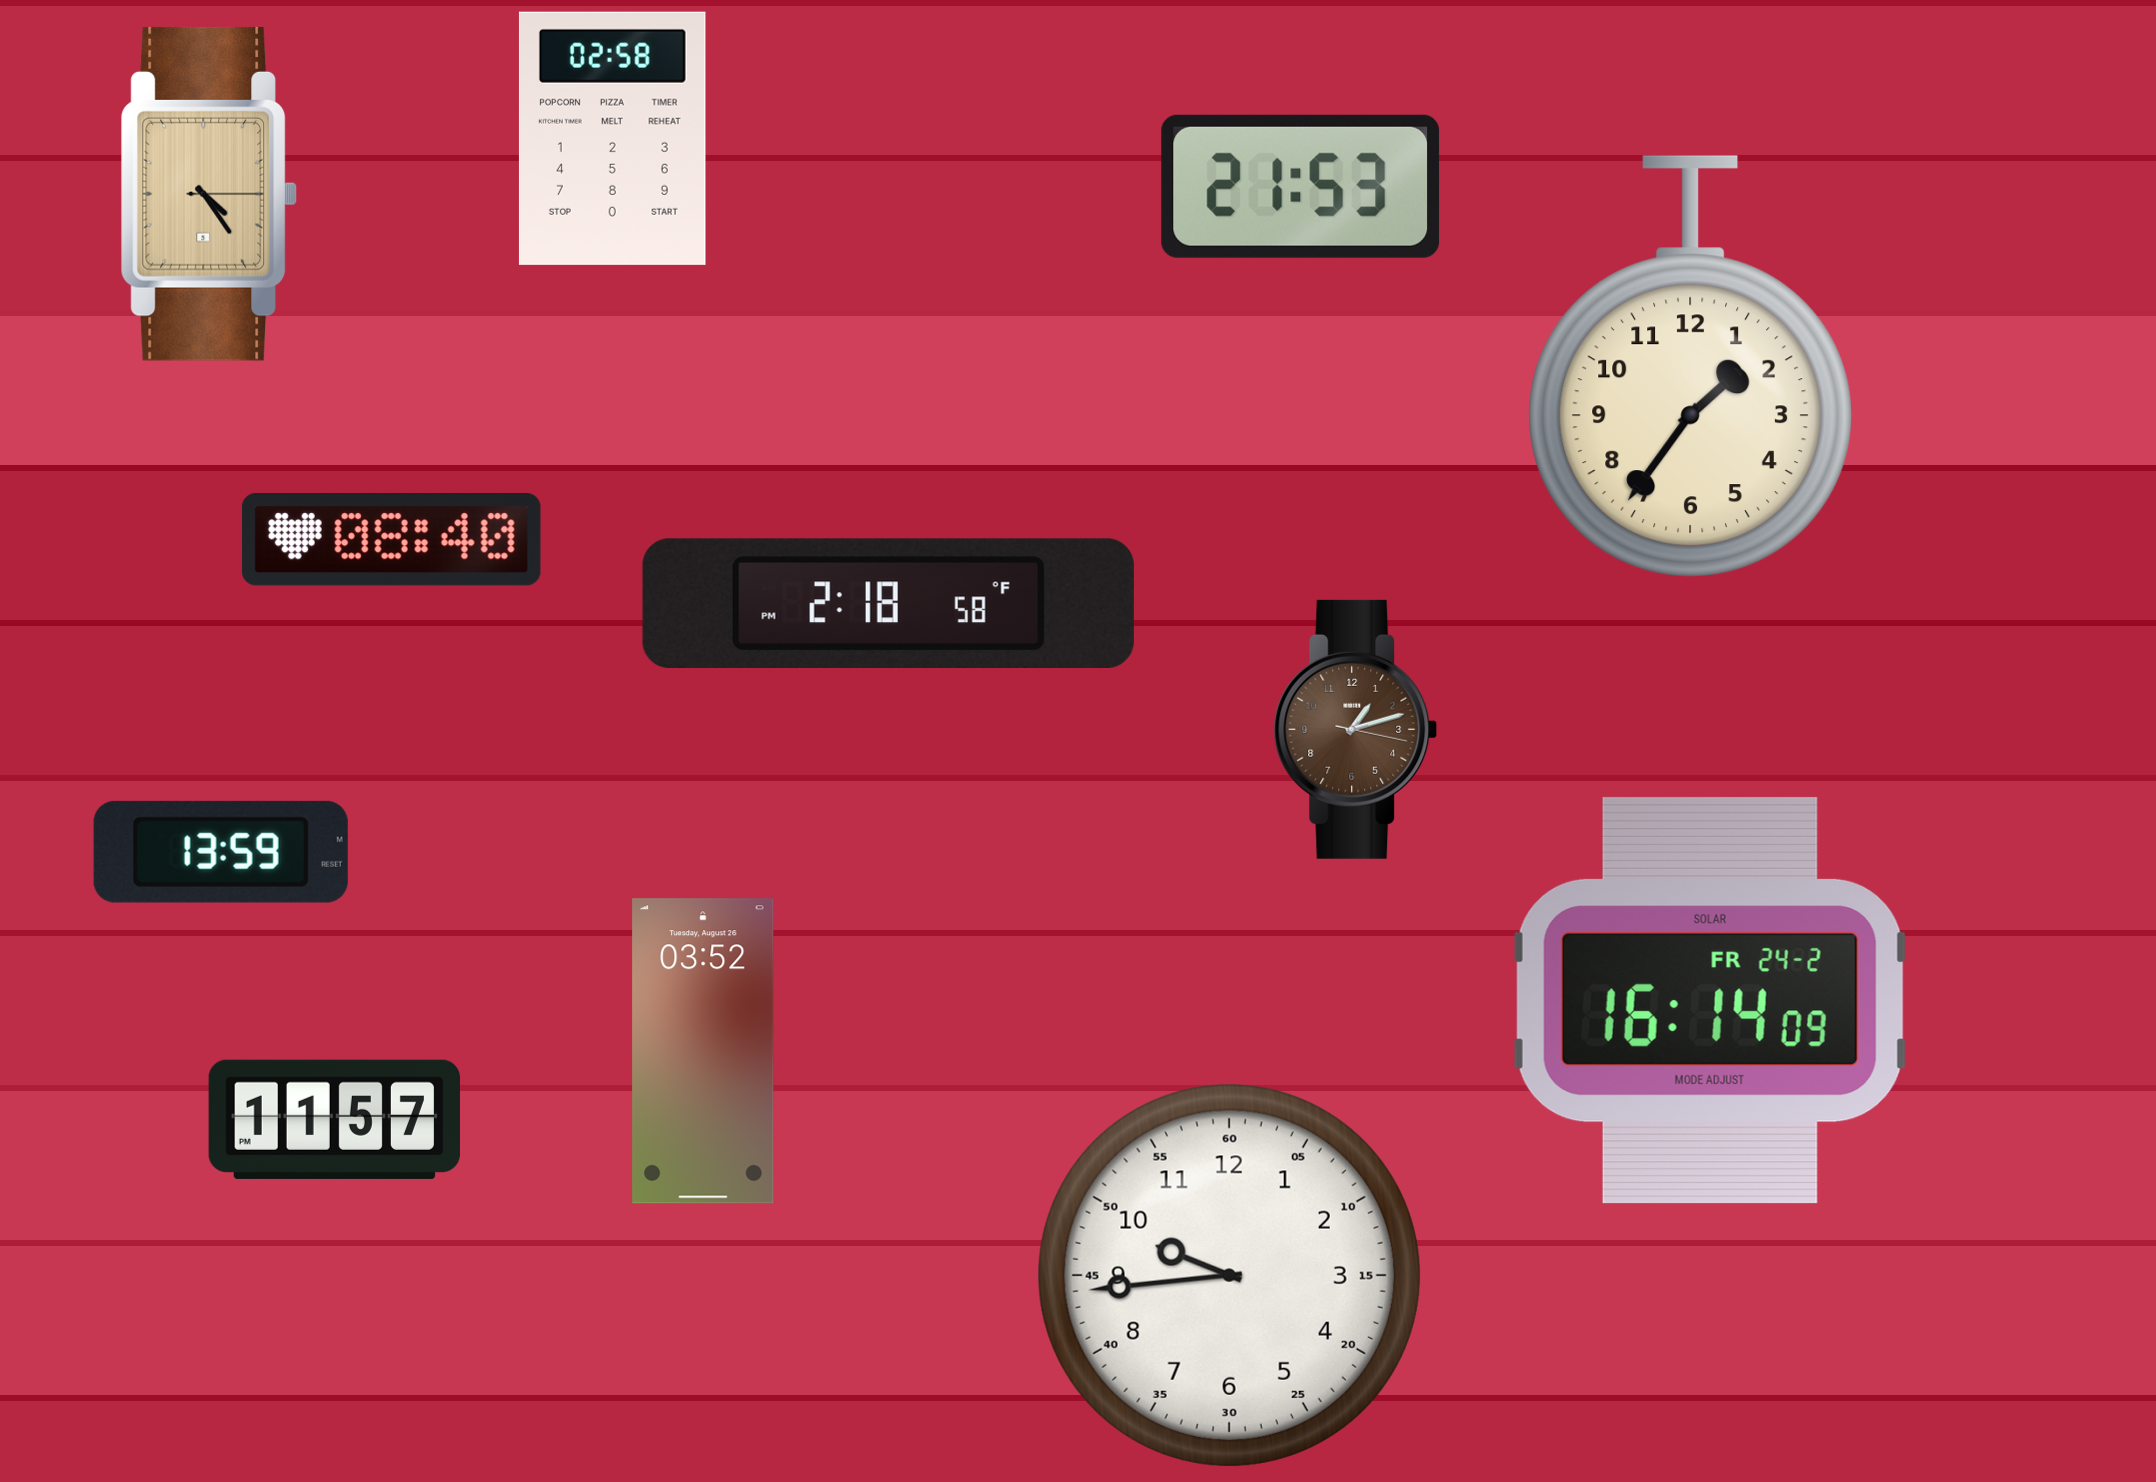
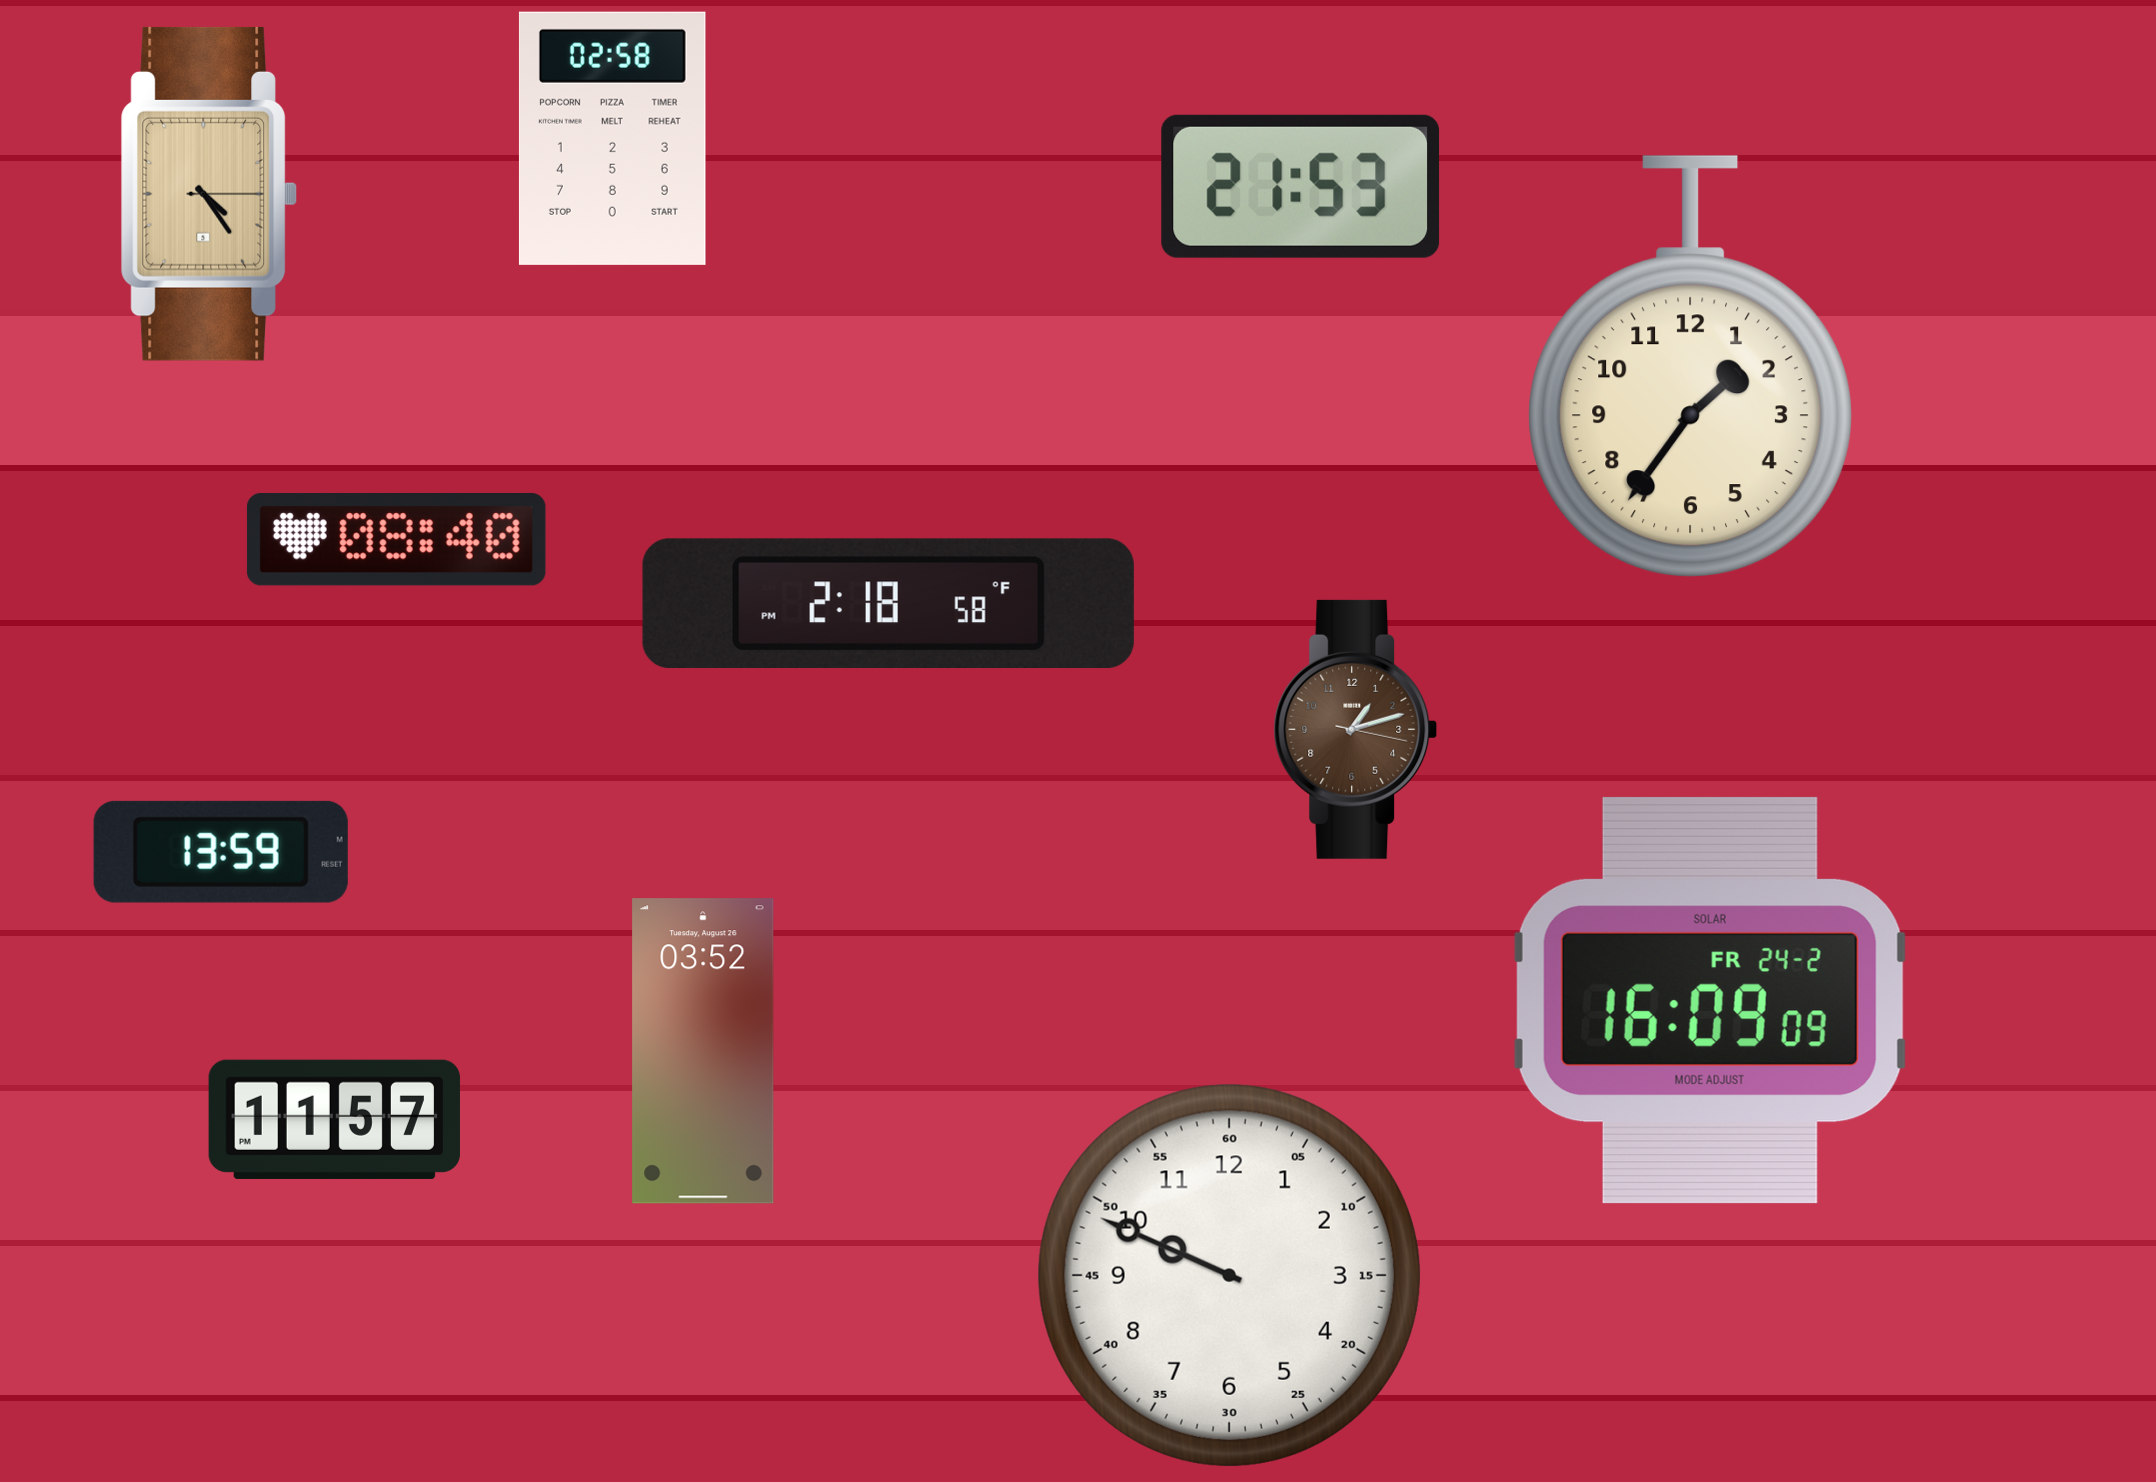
clock at (391, 539) position: (391, 539) -> (396, 539)
clock at (1710, 1000): 16:14 -> 16:09
clock at (1229, 1275): 9:44 -> 9:49
